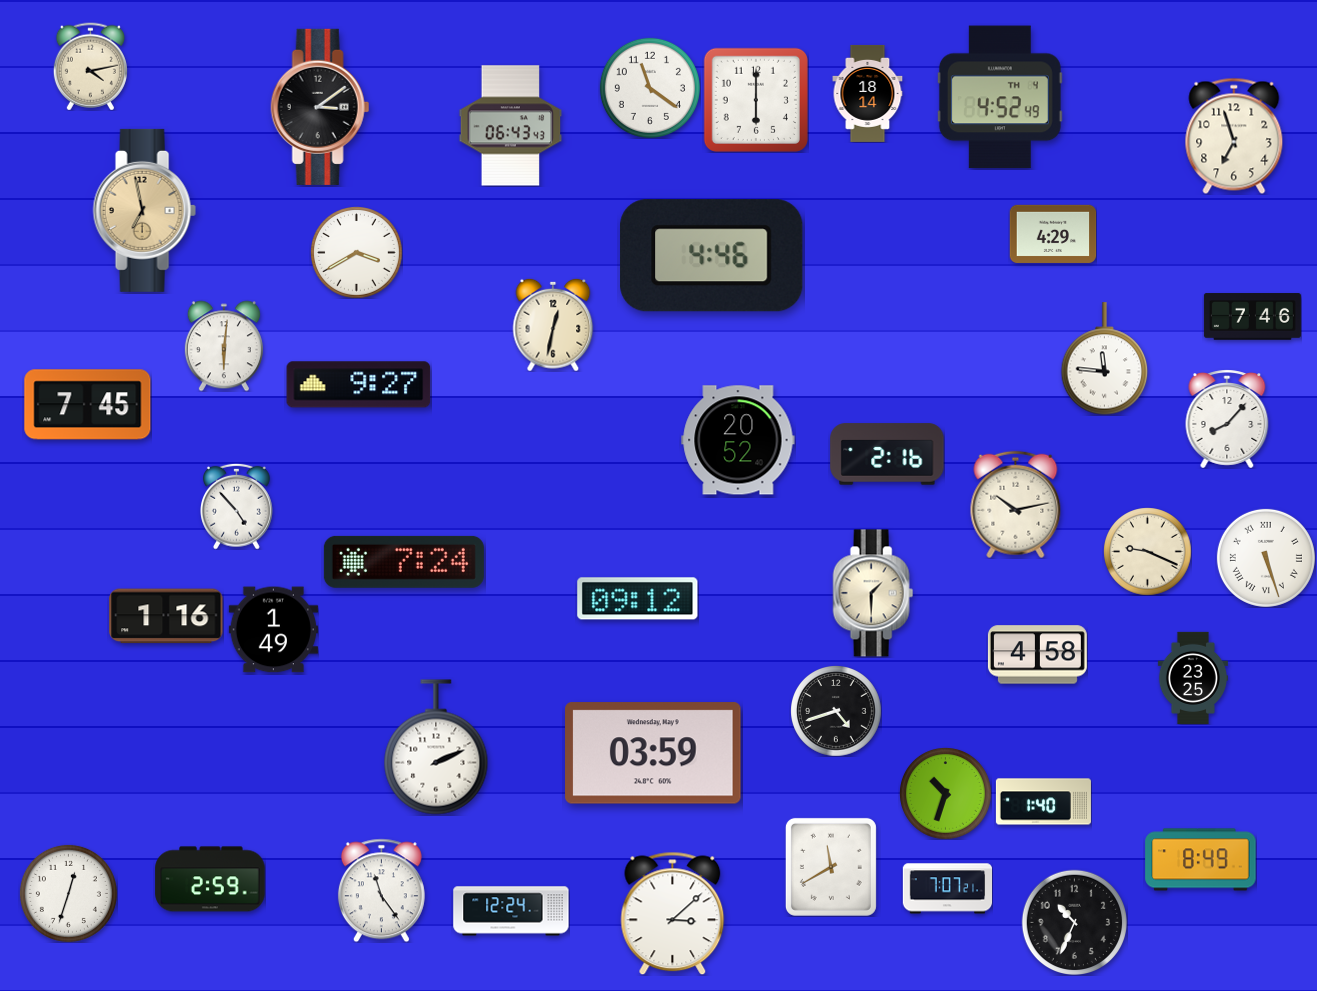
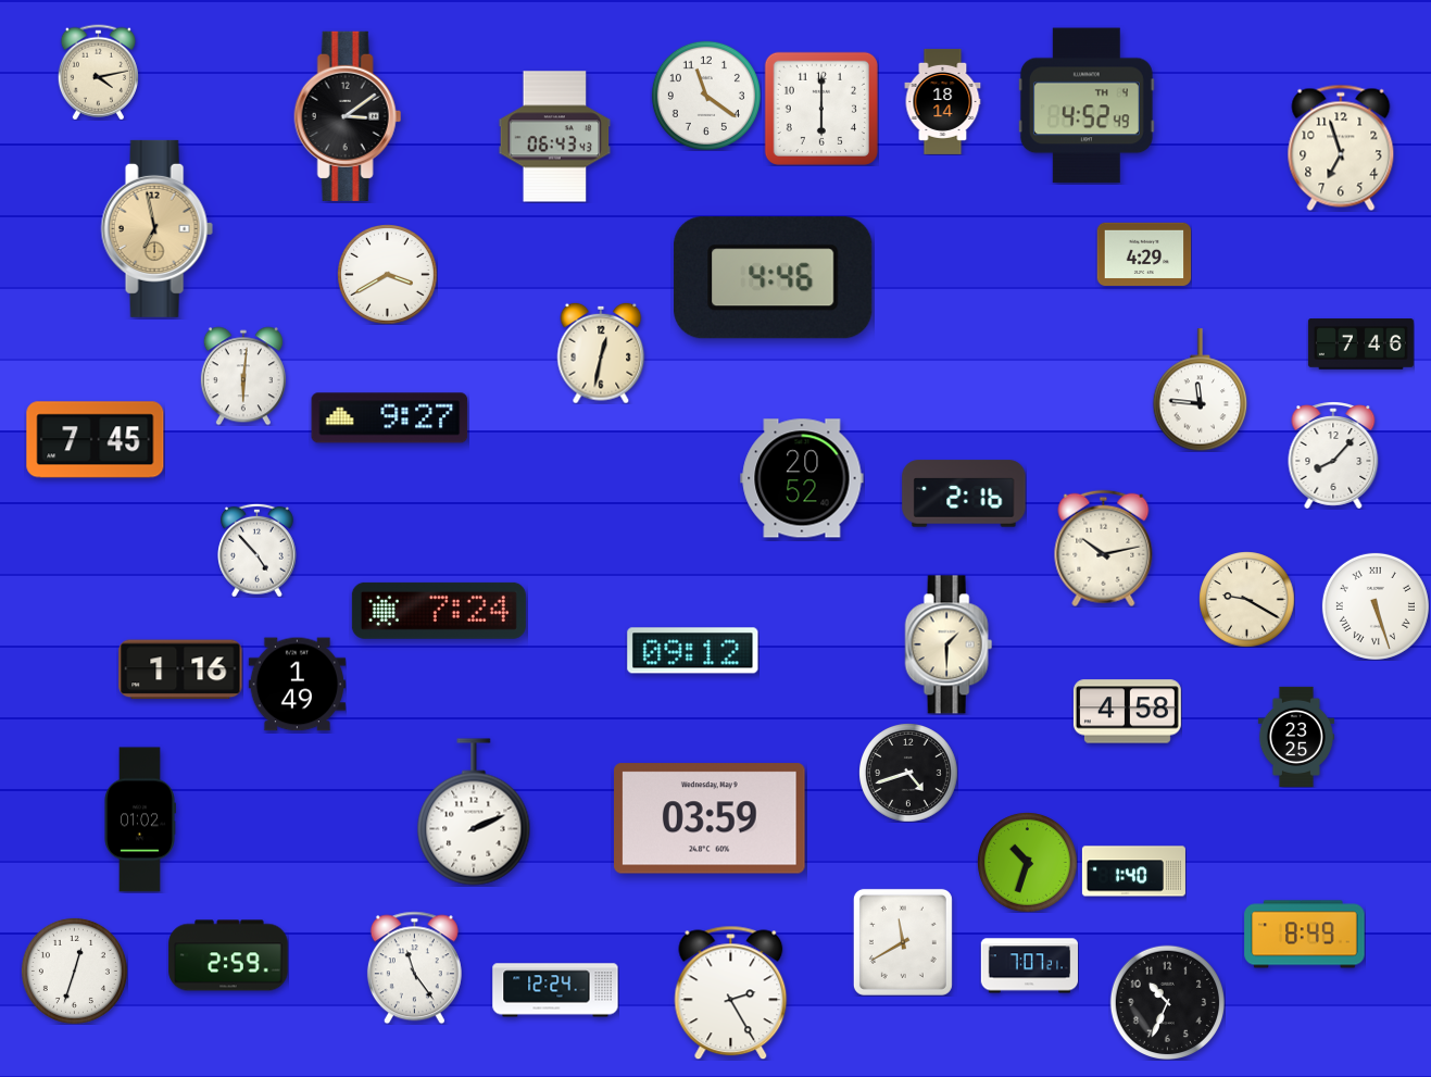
clock at (1147, 551): 9:19 -> 9:20
clock at (139, 819): none -> 01:02
clock at (673, 913): 3:08 -> 2:25
